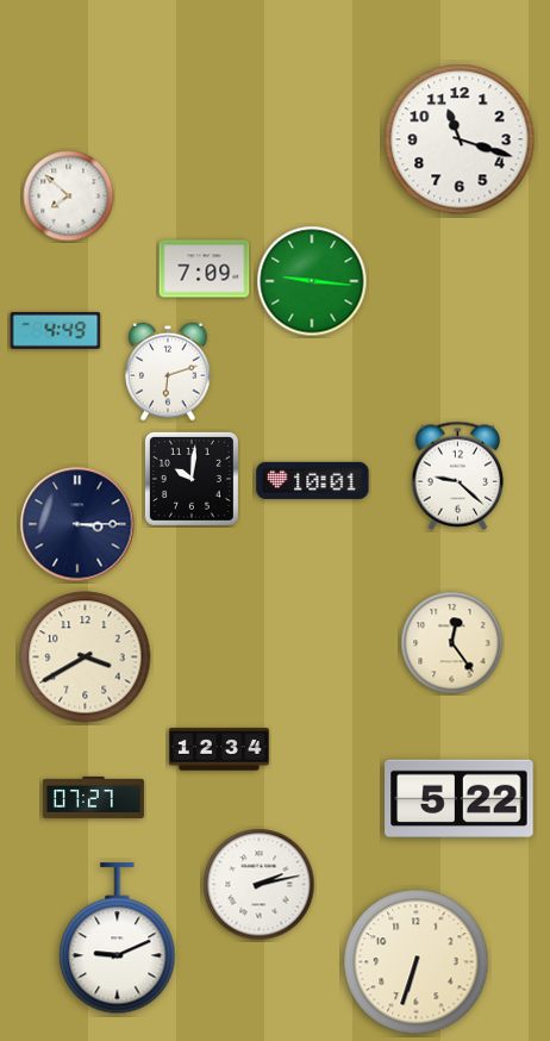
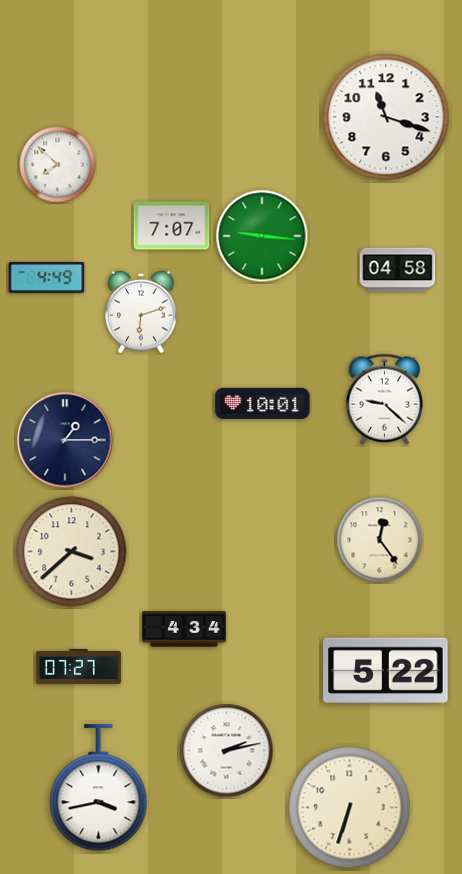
clock at (205, 269): 7:09 -> 7:07
clock at (398, 270): none -> 04:58
clock at (192, 479): 10:01 -> none
clock at (77, 524): 3:15 -> 1:15
clock at (86, 657): 3:40 -> 3:38
clock at (219, 749): 12:34 -> 4:34
clock at (93, 797) position: (93, 797) -> (78, 666)
clock at (260, 885) position: (260, 885) -> (227, 751)
clock at (118, 939): 9:11 -> 3:43
